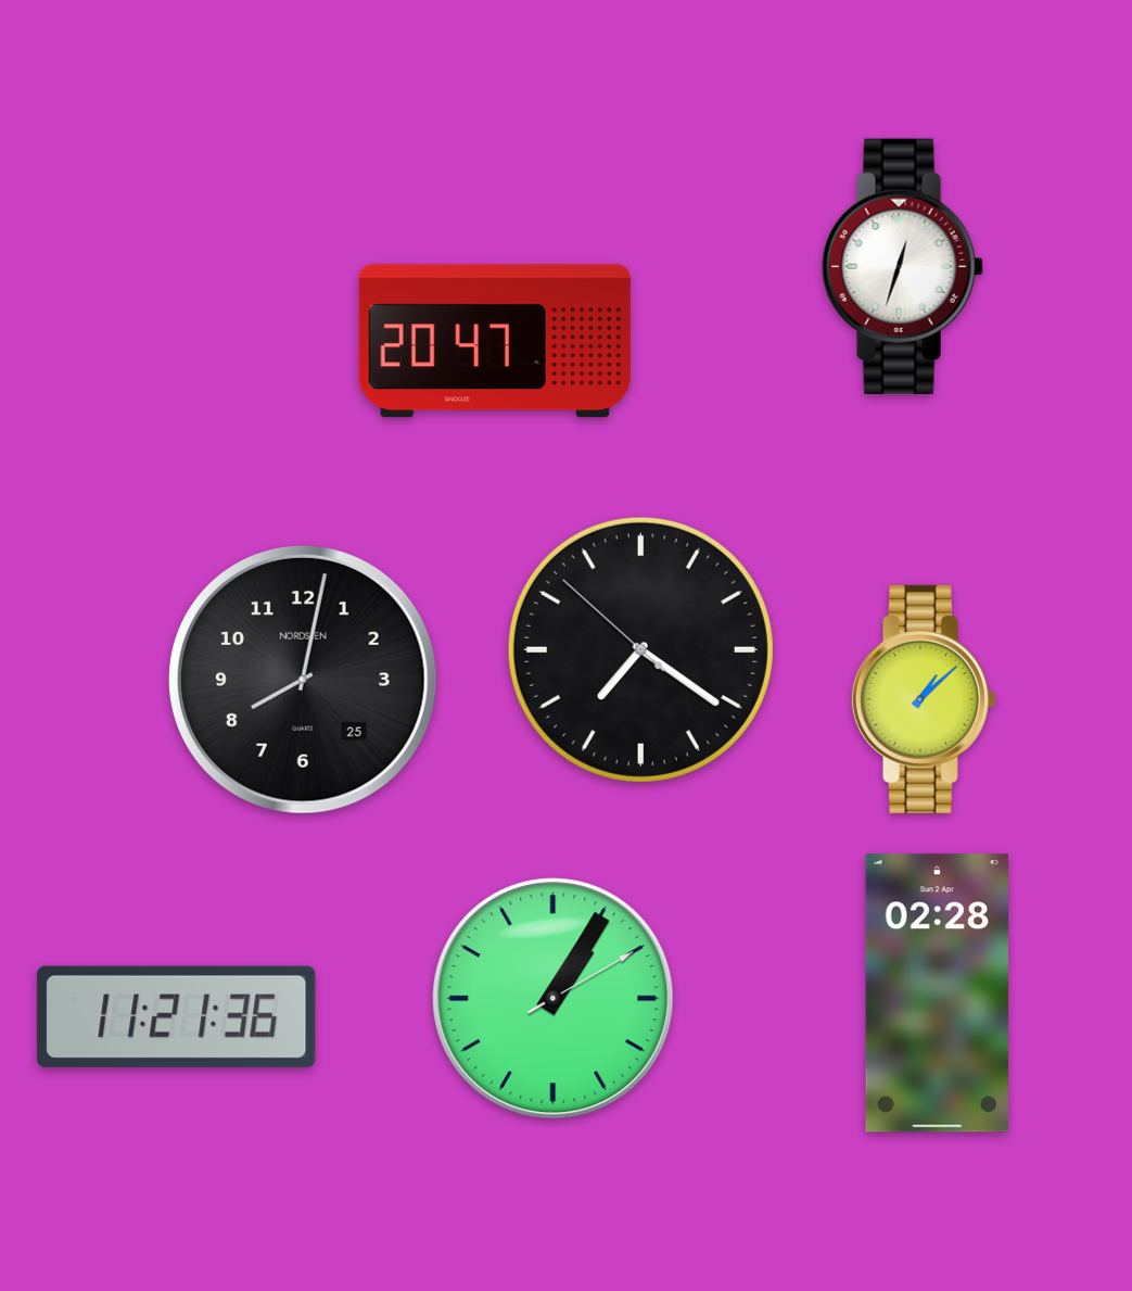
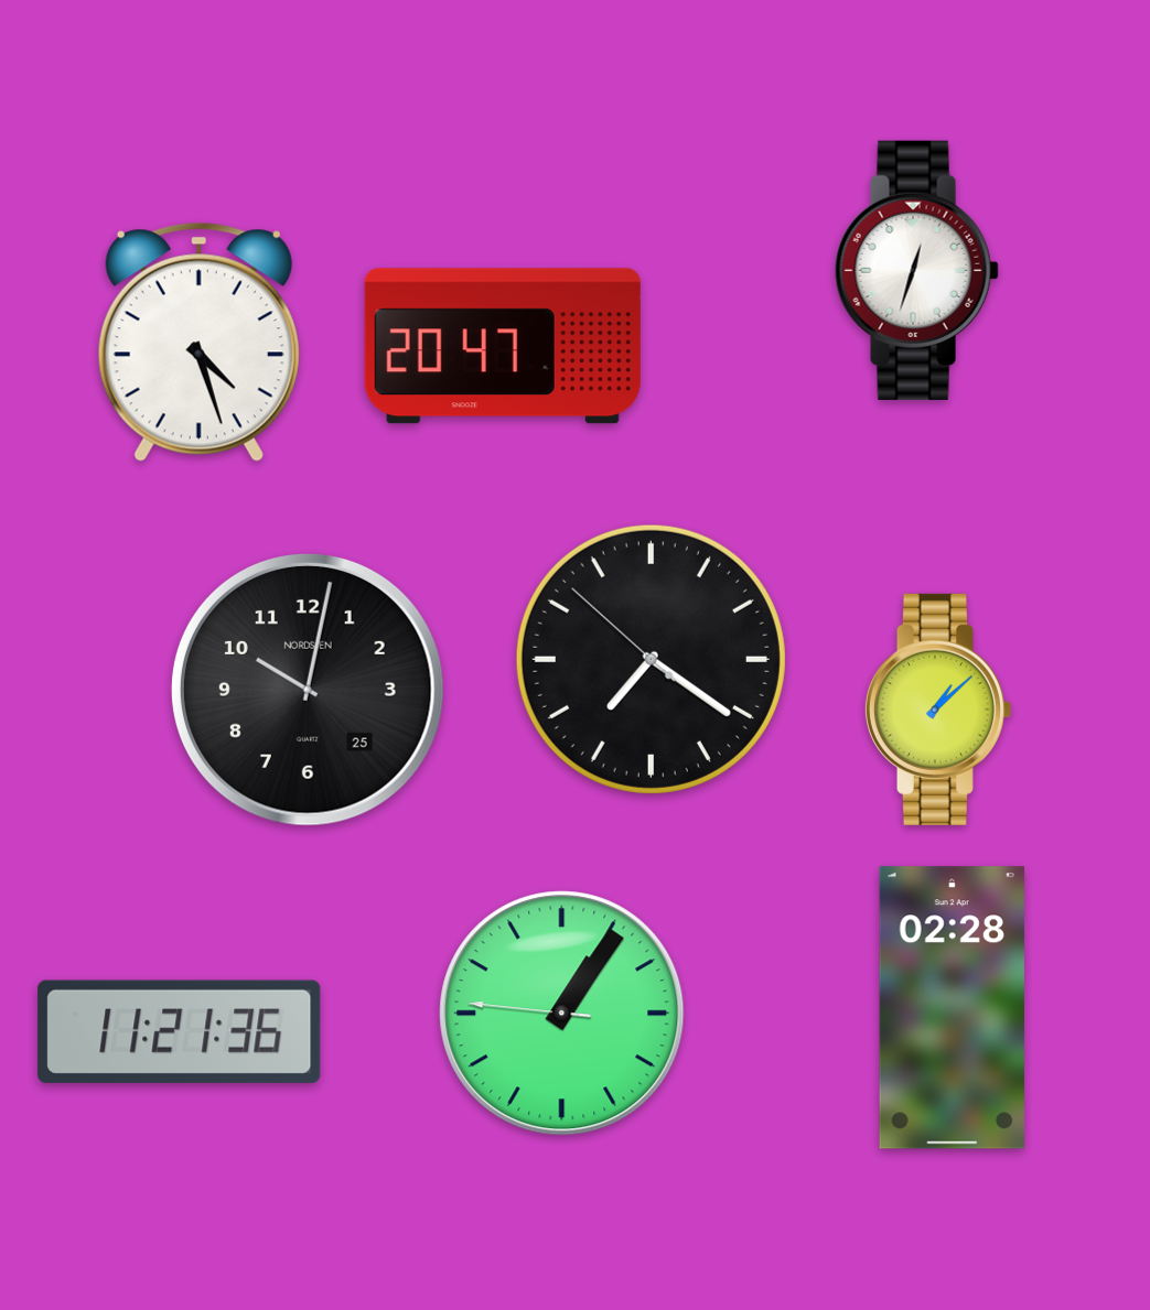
clock at (198, 342): none -> 4:27
clock at (303, 680): 8:02 -> 10:02
clock at (554, 999): 1:05:10 -> 1:05:46
